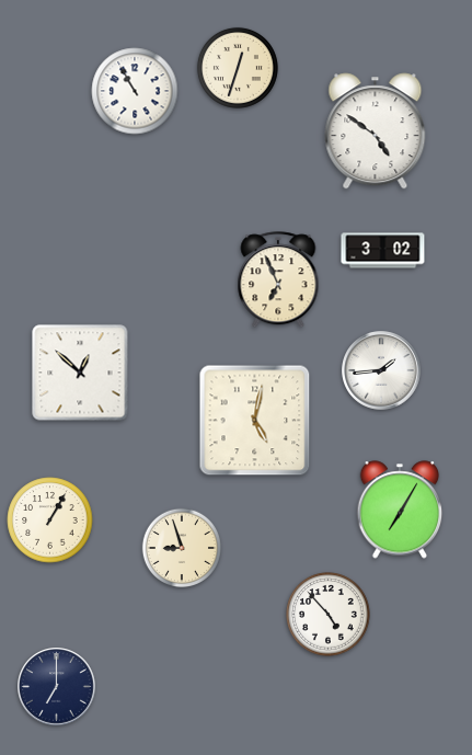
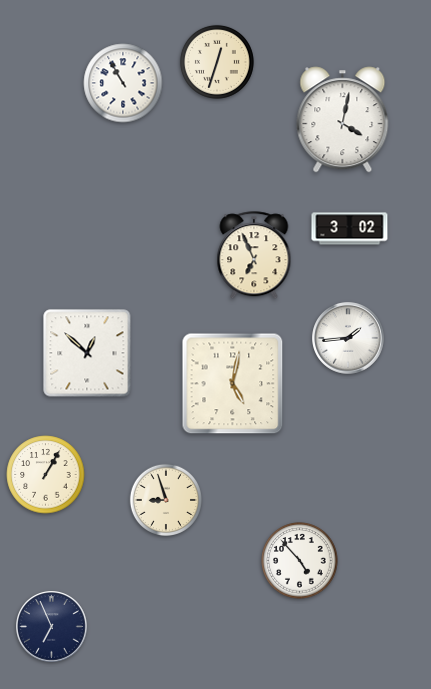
clock at (376, 131): 4:51 -> 4:02
clock at (80, 373) position: (80, 373) -> (87, 353)
clock at (400, 510): 7:05 -> none
clock at (57, 687): 7:00 -> 6:56
